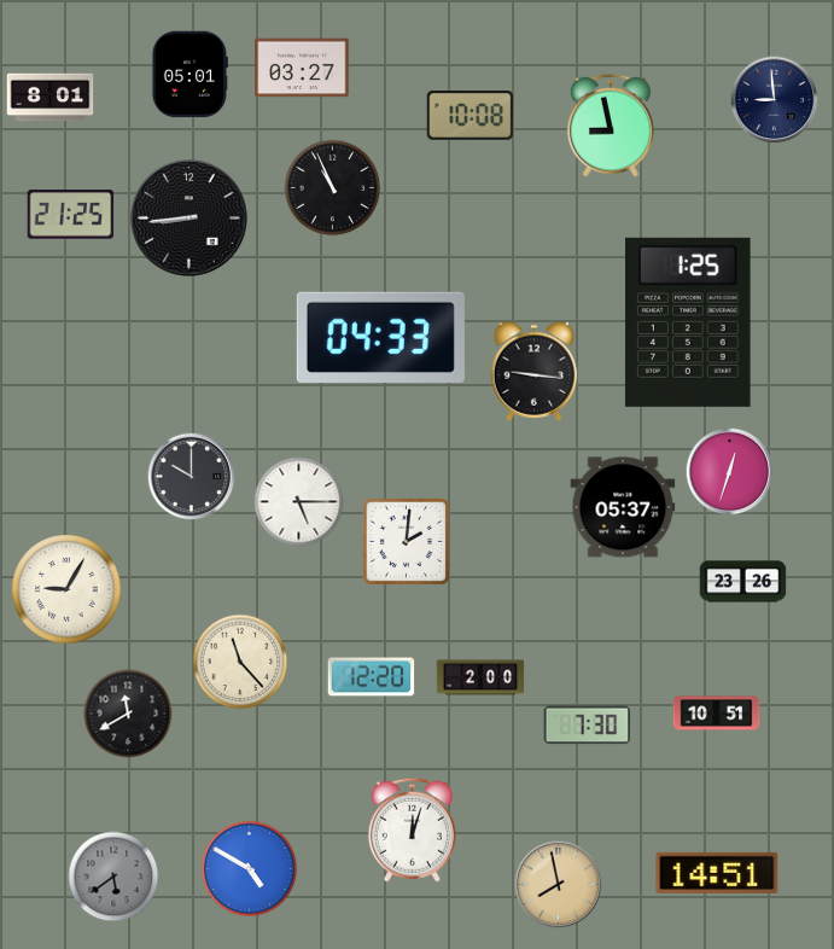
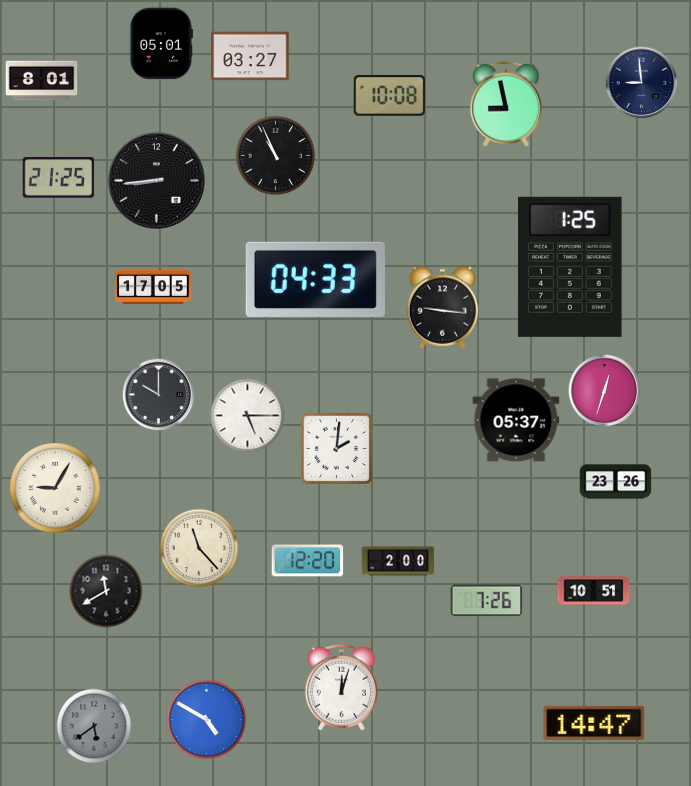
clock at (189, 75) position: (189, 75) -> (161, 44)
clock at (153, 287): none -> 17:05
clock at (588, 726): 7:30 -> 7:26
clock at (717, 873): 14:51 -> 14:47
clock at (559, 885): 7:58 -> none
